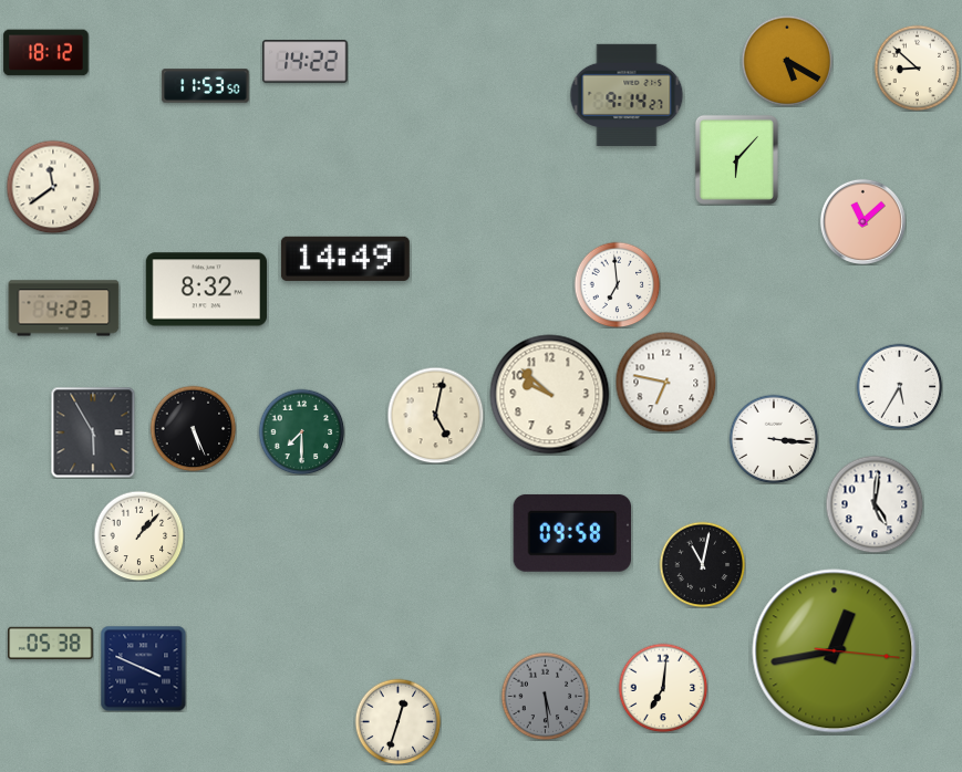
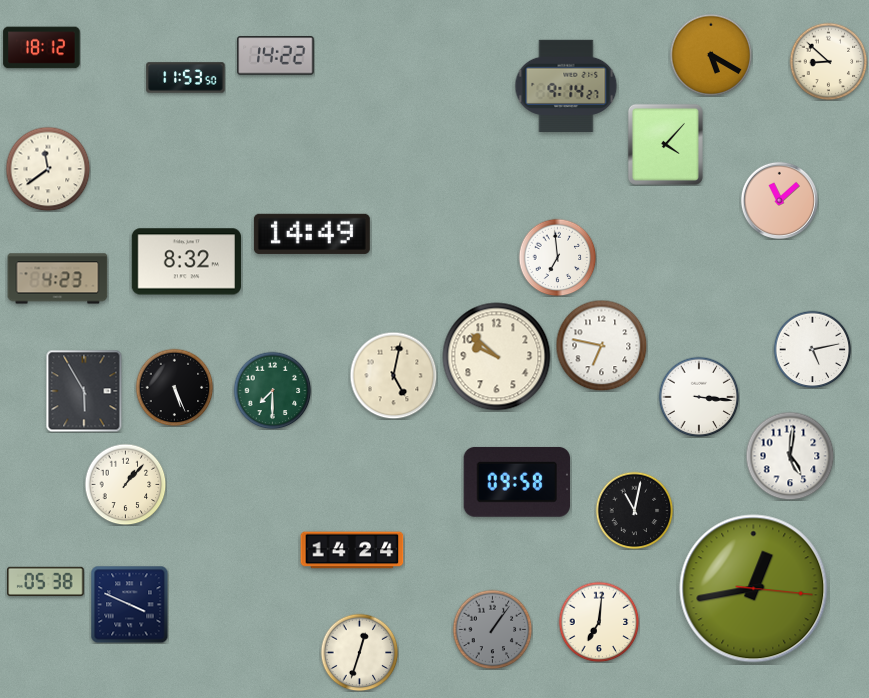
clock at (736, 159): 6:07 -> 4:07
clock at (899, 386): 5:35 -> 5:13
clock at (352, 550): none -> 14:24
clock at (545, 696): 5:29 -> 1:06
